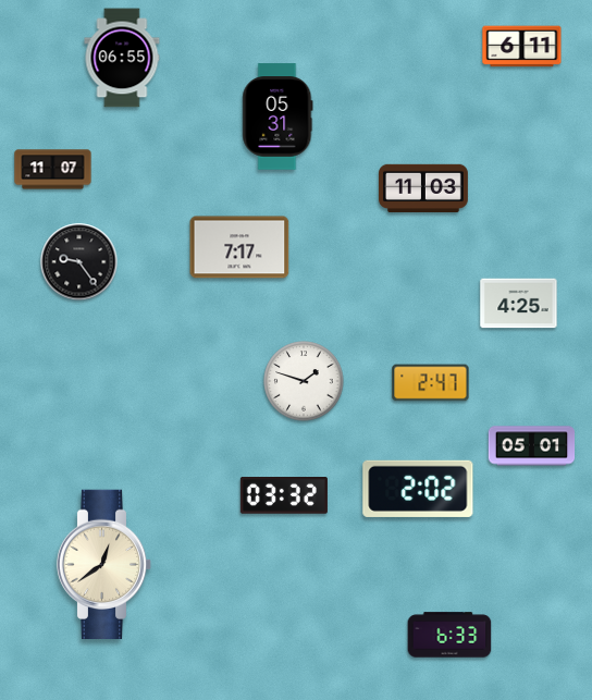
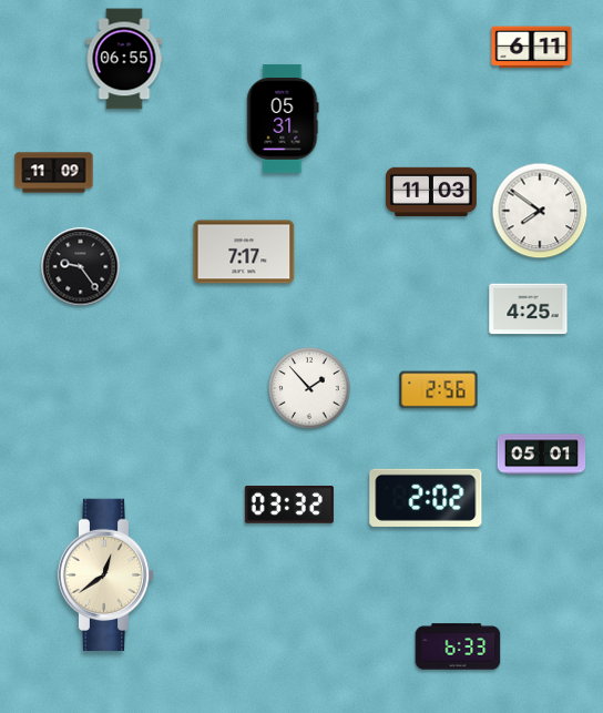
clock at (53, 170): 11:07 -> 11:09
clock at (540, 211): none -> 7:51
clock at (304, 381): 1:48 -> 1:53
clock at (431, 383): 2:47 -> 2:56
